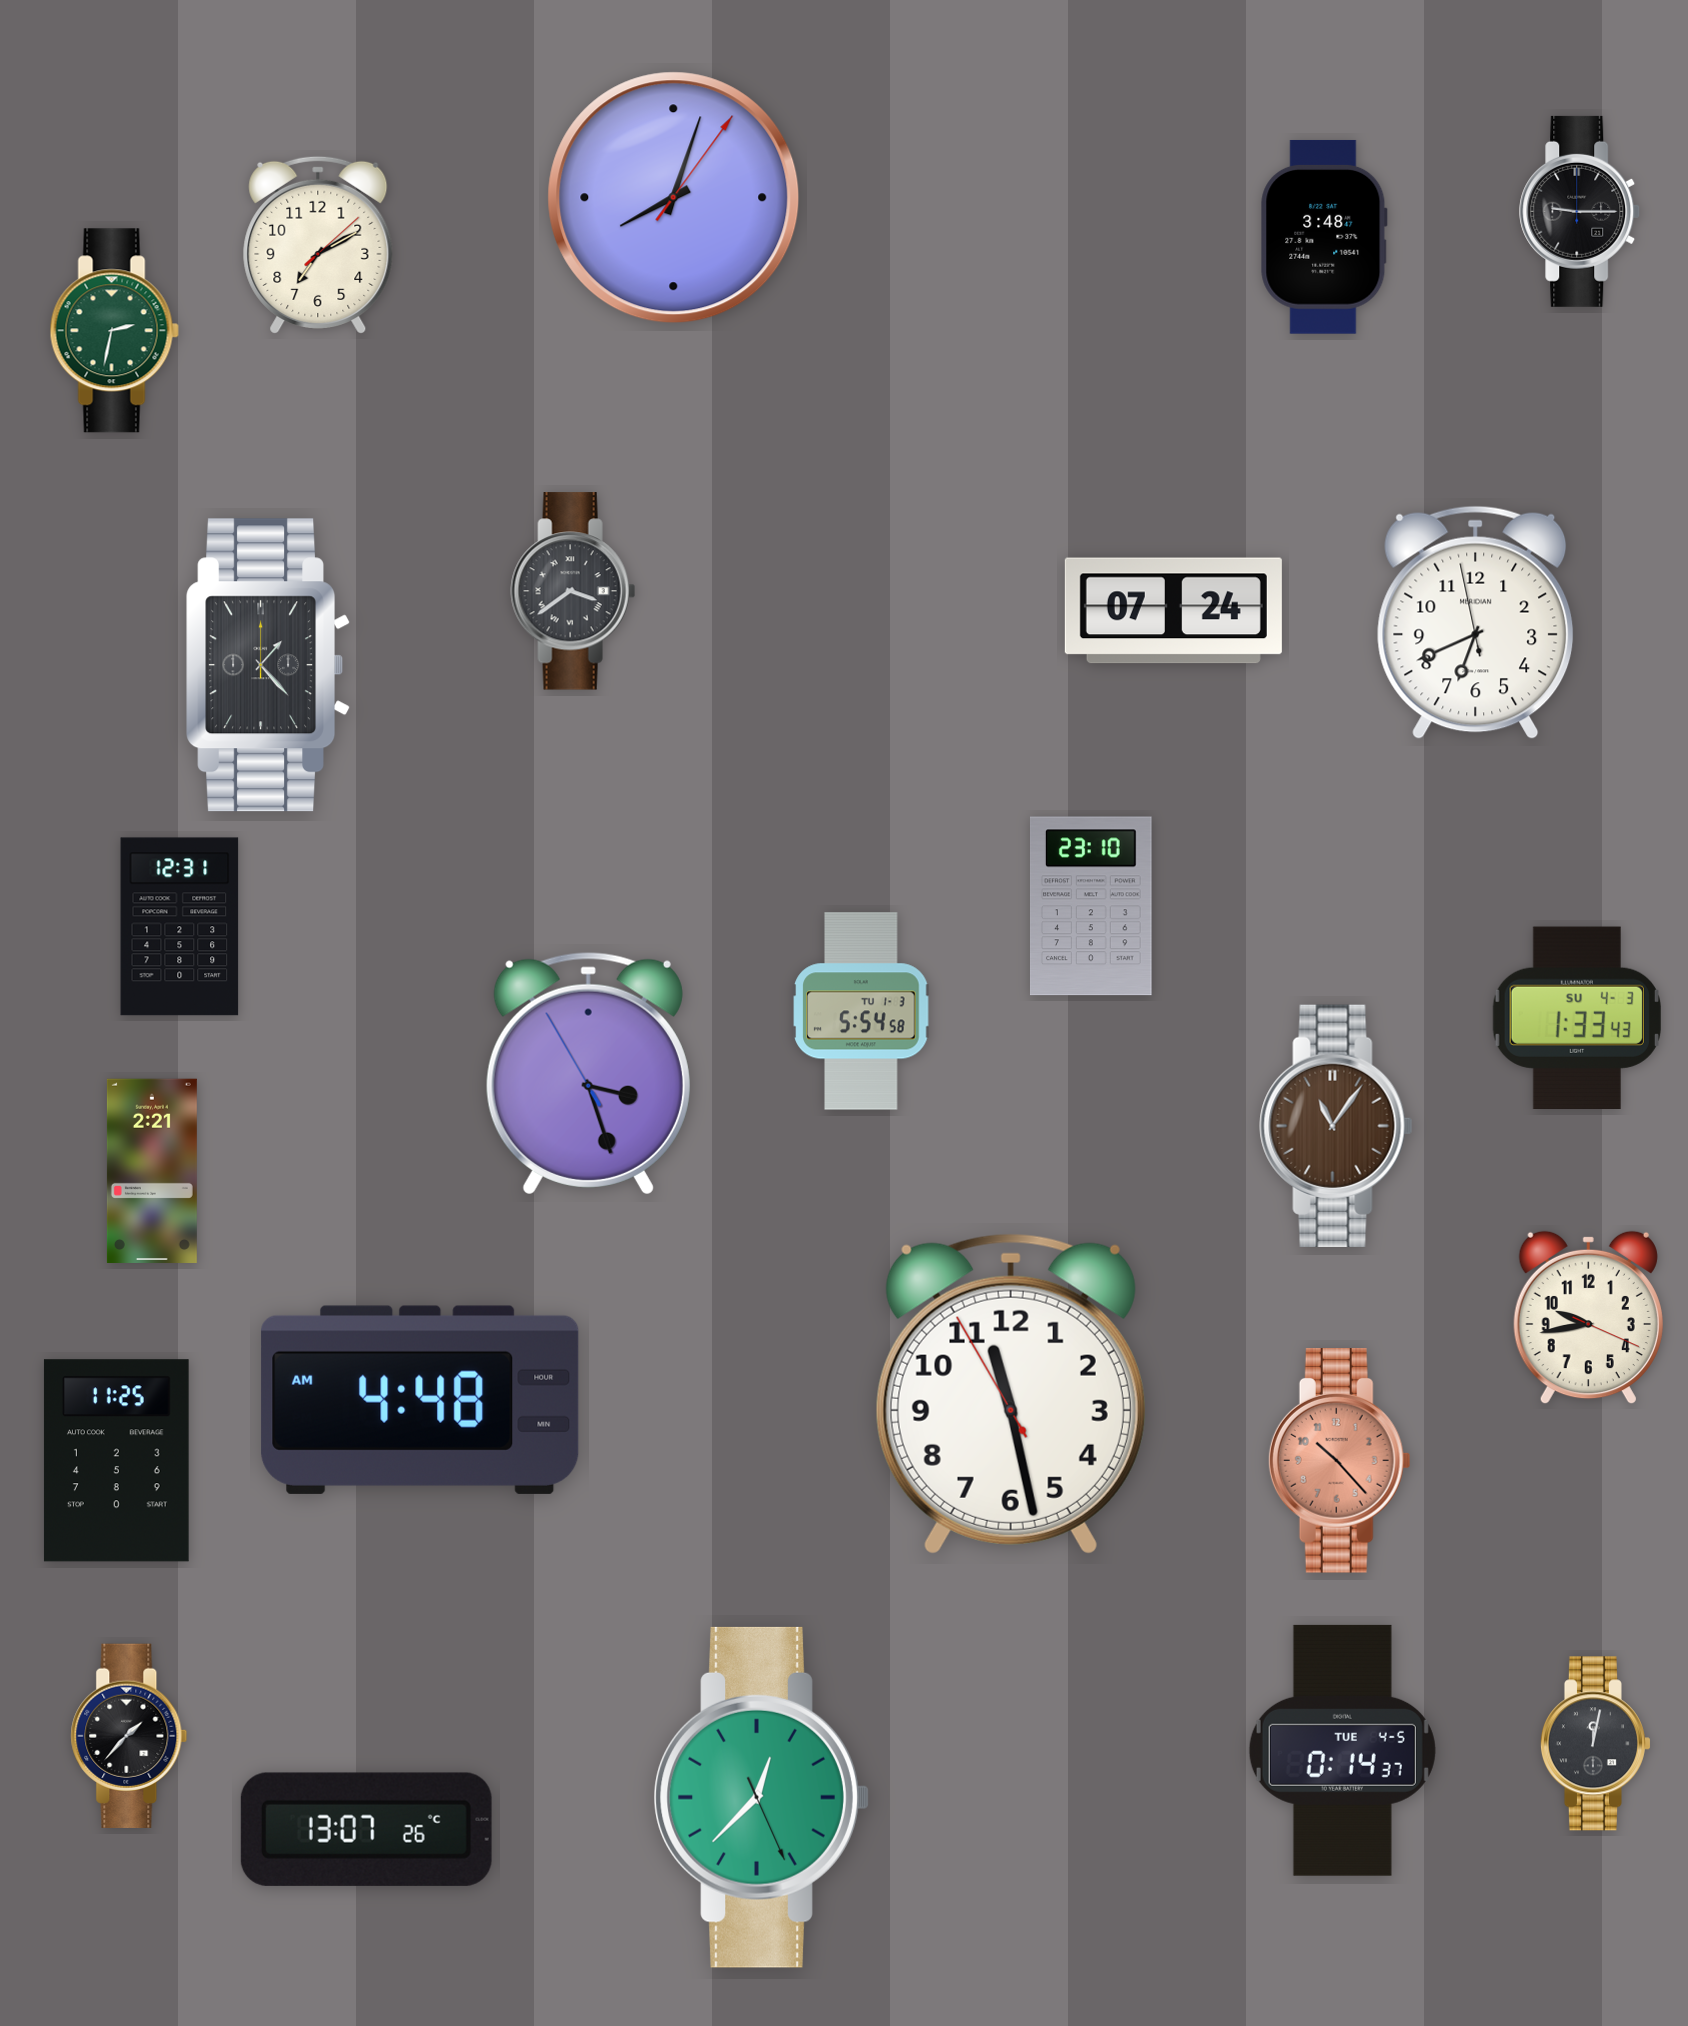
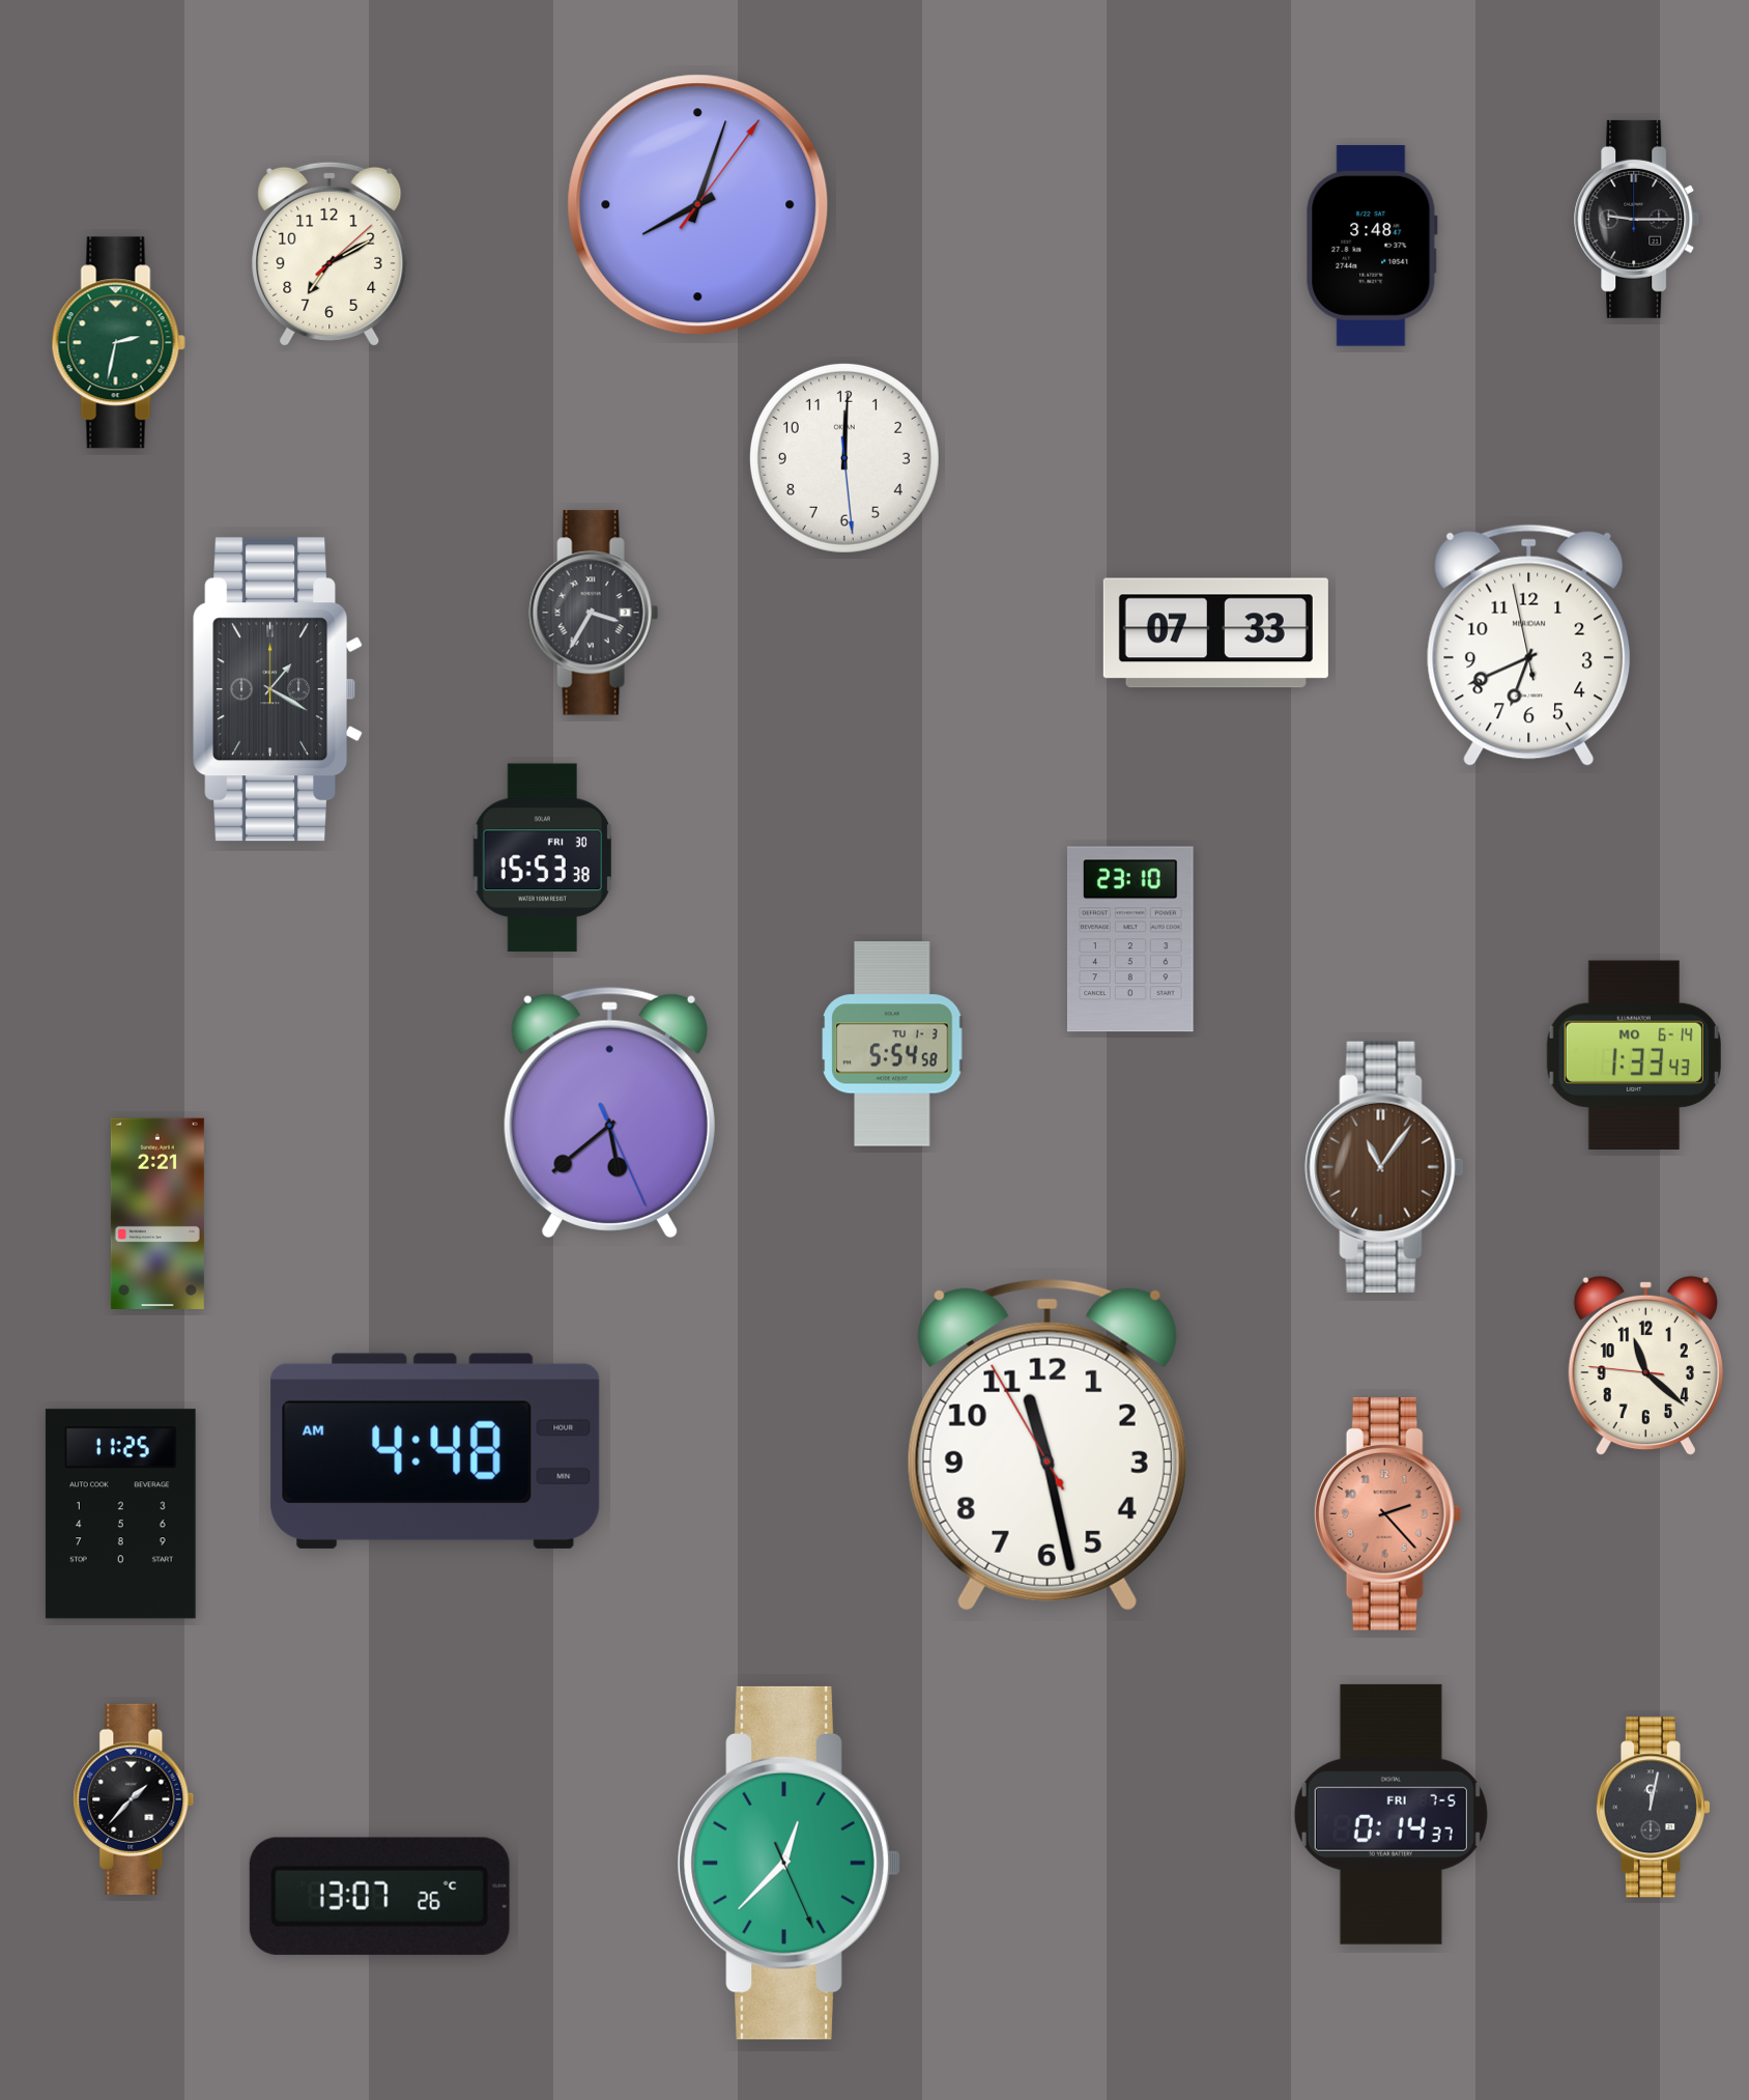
clock at (844, 458): none -> 12:00
clock at (573, 591): 3:39 -> 3:35
clock at (1173, 611): 07:24 -> 07:33
clock at (269, 665): 1:23 -> 1:20
clock at (543, 858): none -> 15:53
clock at (180, 927): 12:31 -> none
clock at (861, 1011) position: (861, 1011) -> (892, 1044)
clock at (1577, 1018) date: SU 4-3 -> MO 6-14
clock at (588, 1073): 3:26 -> 5:38
clock at (1588, 1318): 9:43 -> 11:21
clock at (1339, 1461): 10:23 -> 2:23
clock at (1342, 1750) date: TUE 4-5 -> FRI 7-5
